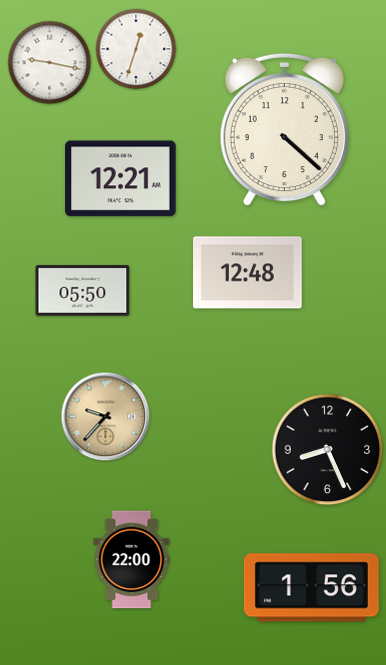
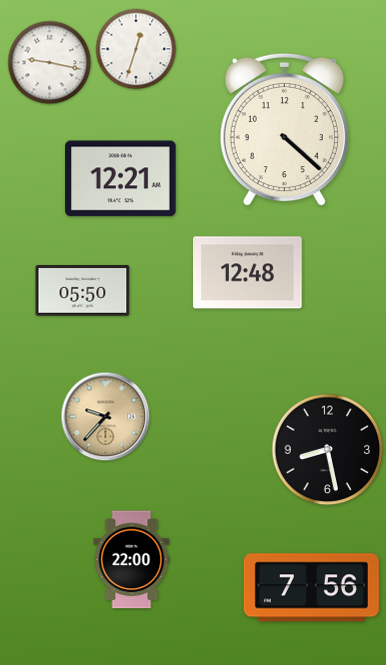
clock at (328, 450): 8:26 -> 8:28
clock at (311, 588): 1:56 -> 7:56
